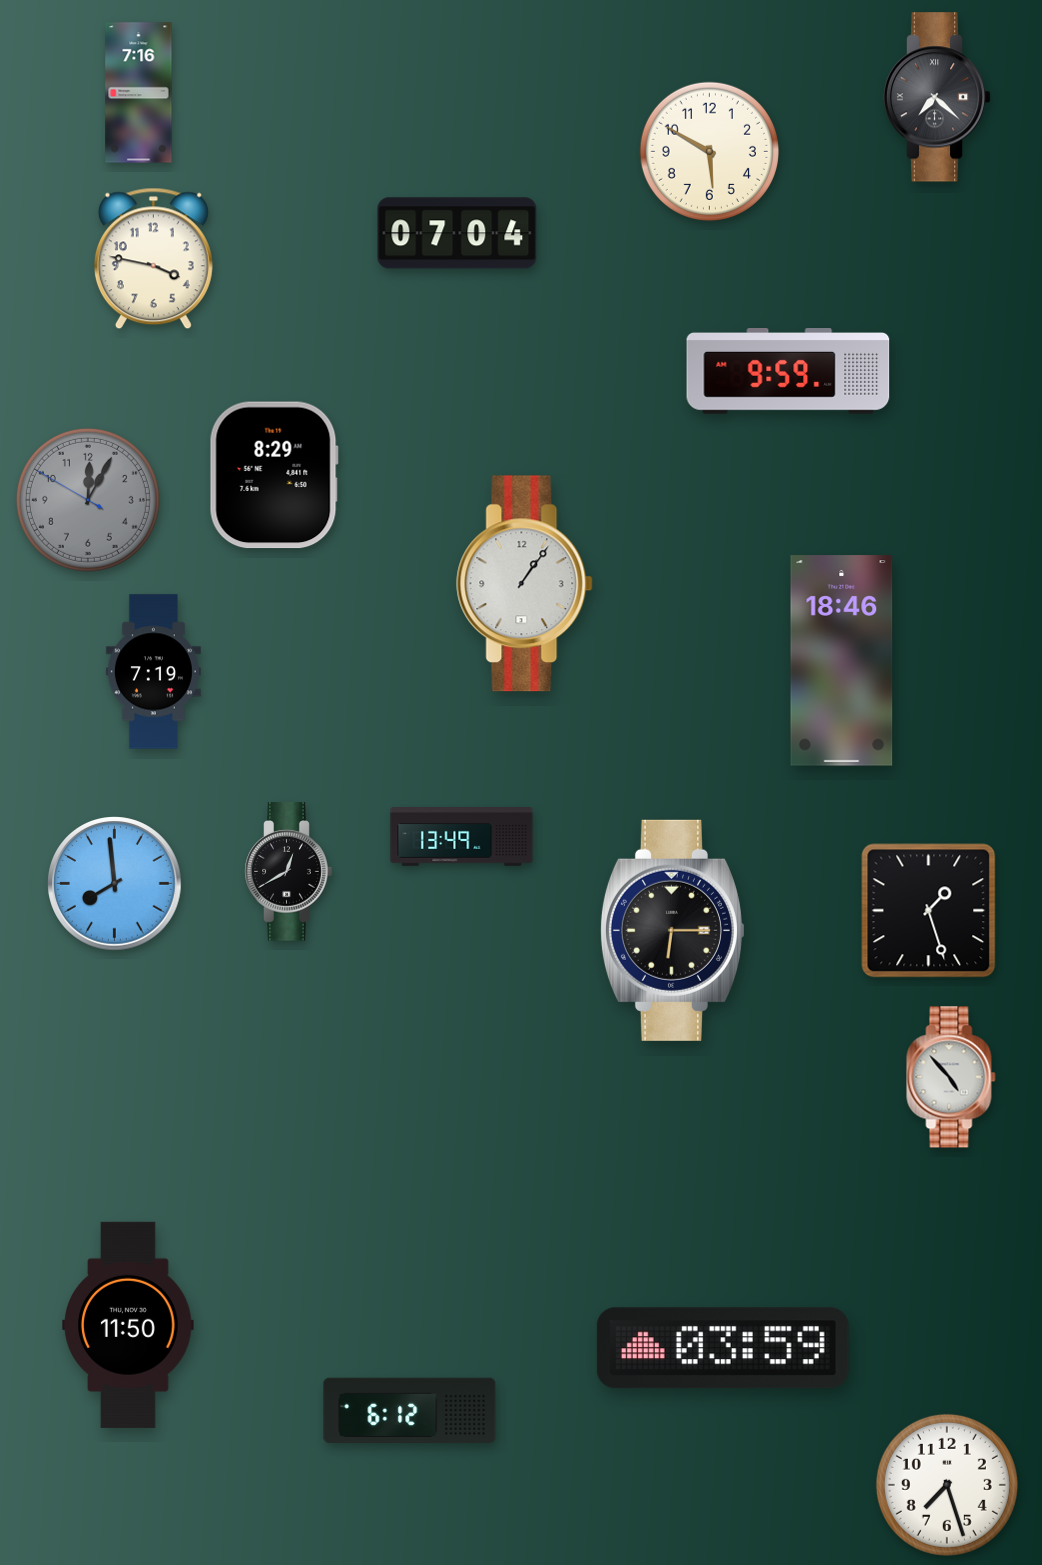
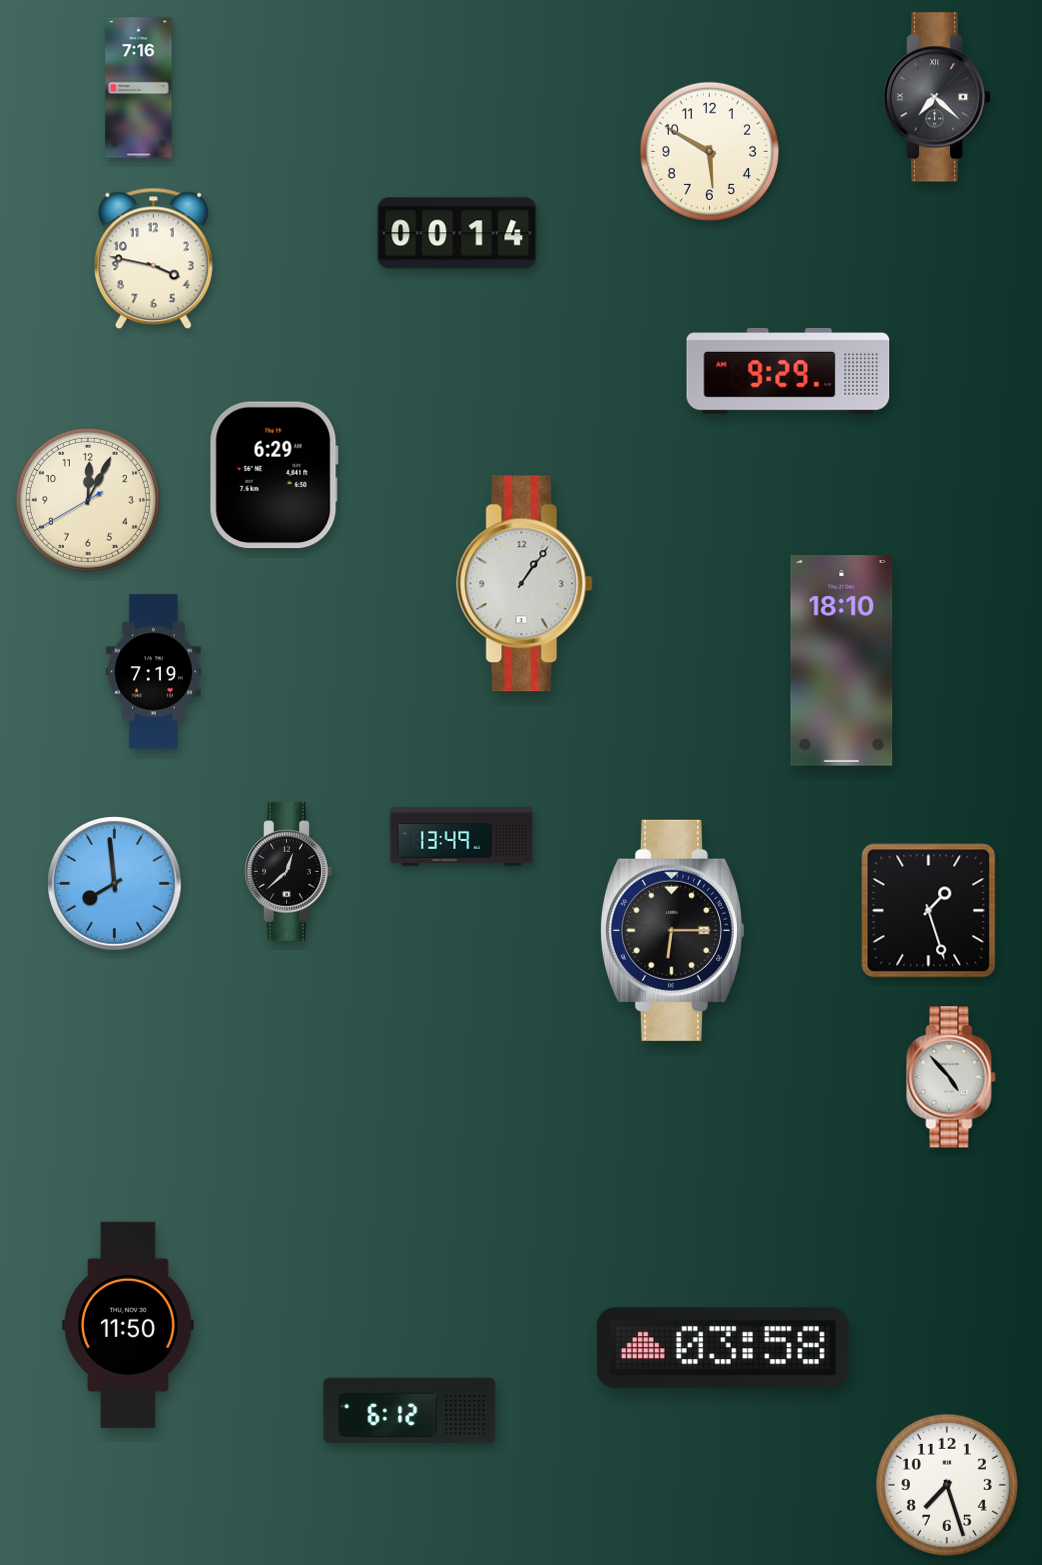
clock at (139, 93) position: (139, 93) -> (139, 88)
clock at (457, 233): 07:04 -> 00:14
clock at (788, 372): 9:59 -> 9:29
clock at (274, 475): 8:29 -> 6:29
clock at (88, 500): 12:04:50 -> 12:04:40
clock at (88, 500) dial: grey -> cream
clock at (842, 661): 18:46 -> 18:10
clock at (289, 872): 12:40 -> 12:38
clock at (723, 1348): 03:59 -> 03:58
